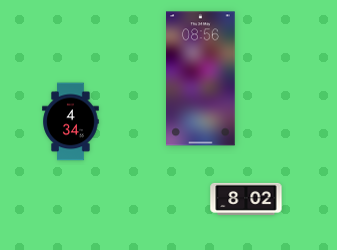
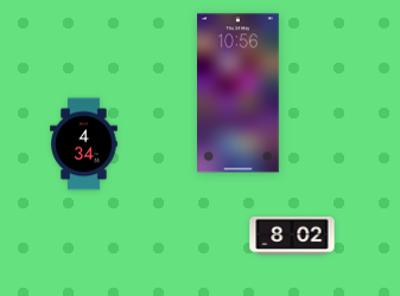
clock at (201, 79): 08:56 -> 10:56
